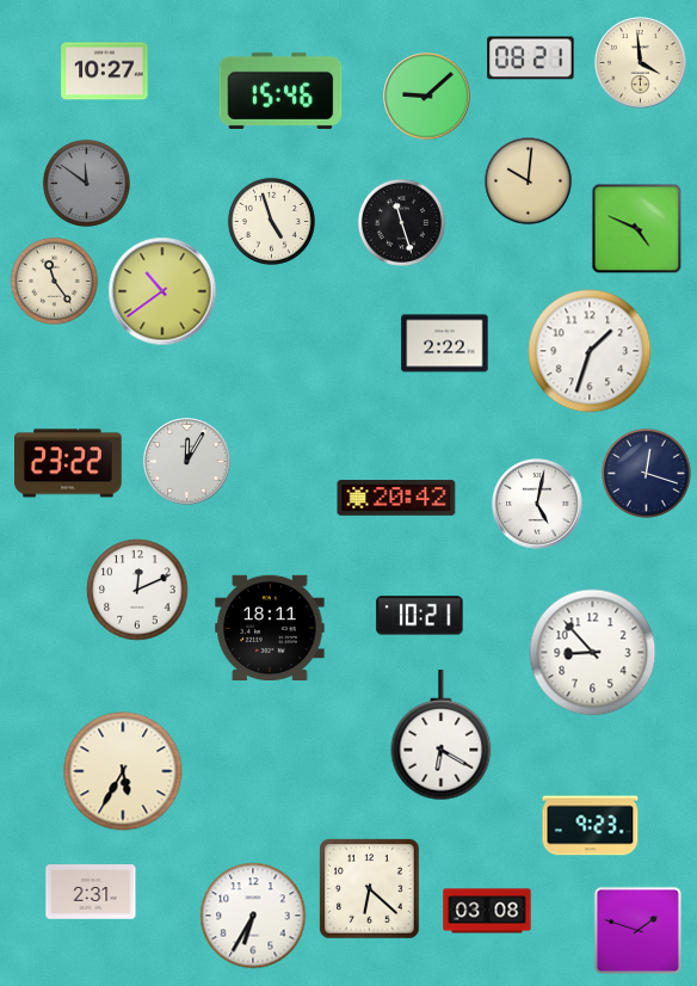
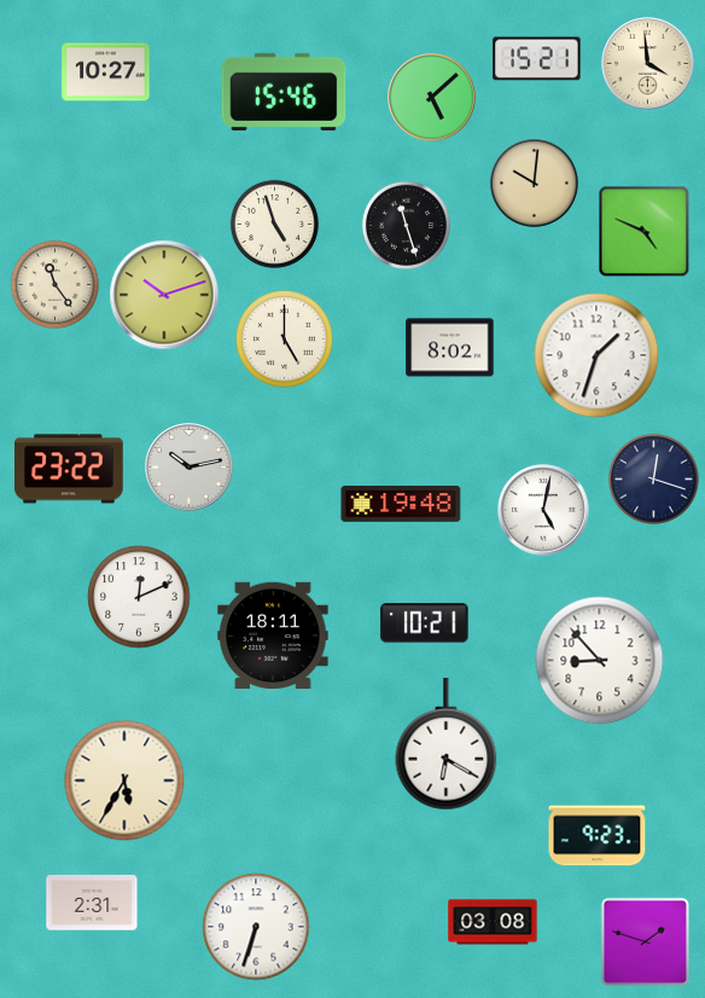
clock at (531, 58): 08:21 -> 15:21
clock at (427, 97): 9:08 -> 5:08
clock at (86, 183): 11:51 -> none
clock at (162, 291): 10:39 -> 10:12
clock at (285, 340): none -> 5:00
clock at (445, 344): 2:22 -> 8:02
clock at (187, 462): 12:05 -> 10:13
clock at (396, 499): 20:42 -> 19:48
clock at (370, 889): 6:22 -> none
clock at (253, 916): 6:35 -> 6:33
